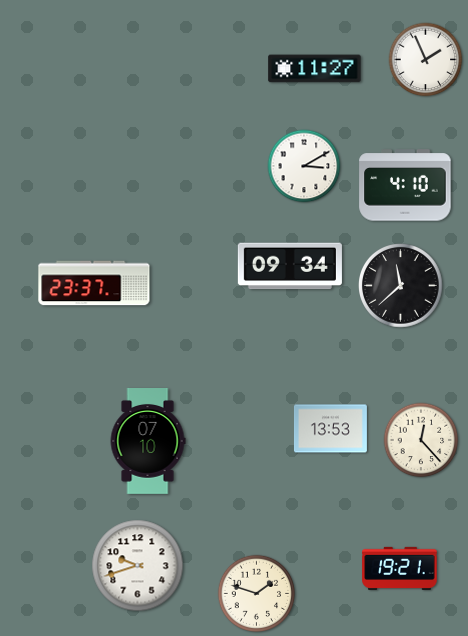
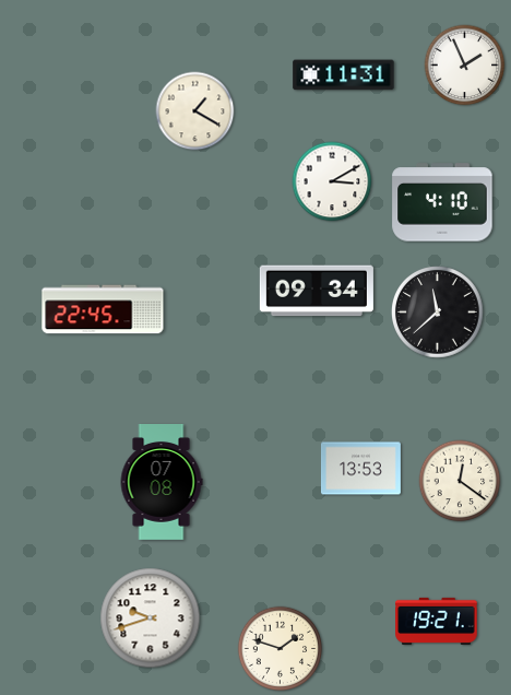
clock at (315, 69): 11:27 -> 11:31
clock at (195, 111): none -> 1:20
clock at (94, 283): 23:37 -> 22:45
clock at (421, 440): 12:23 -> 12:21
clock at (148, 442): 07:10 -> 07:08
